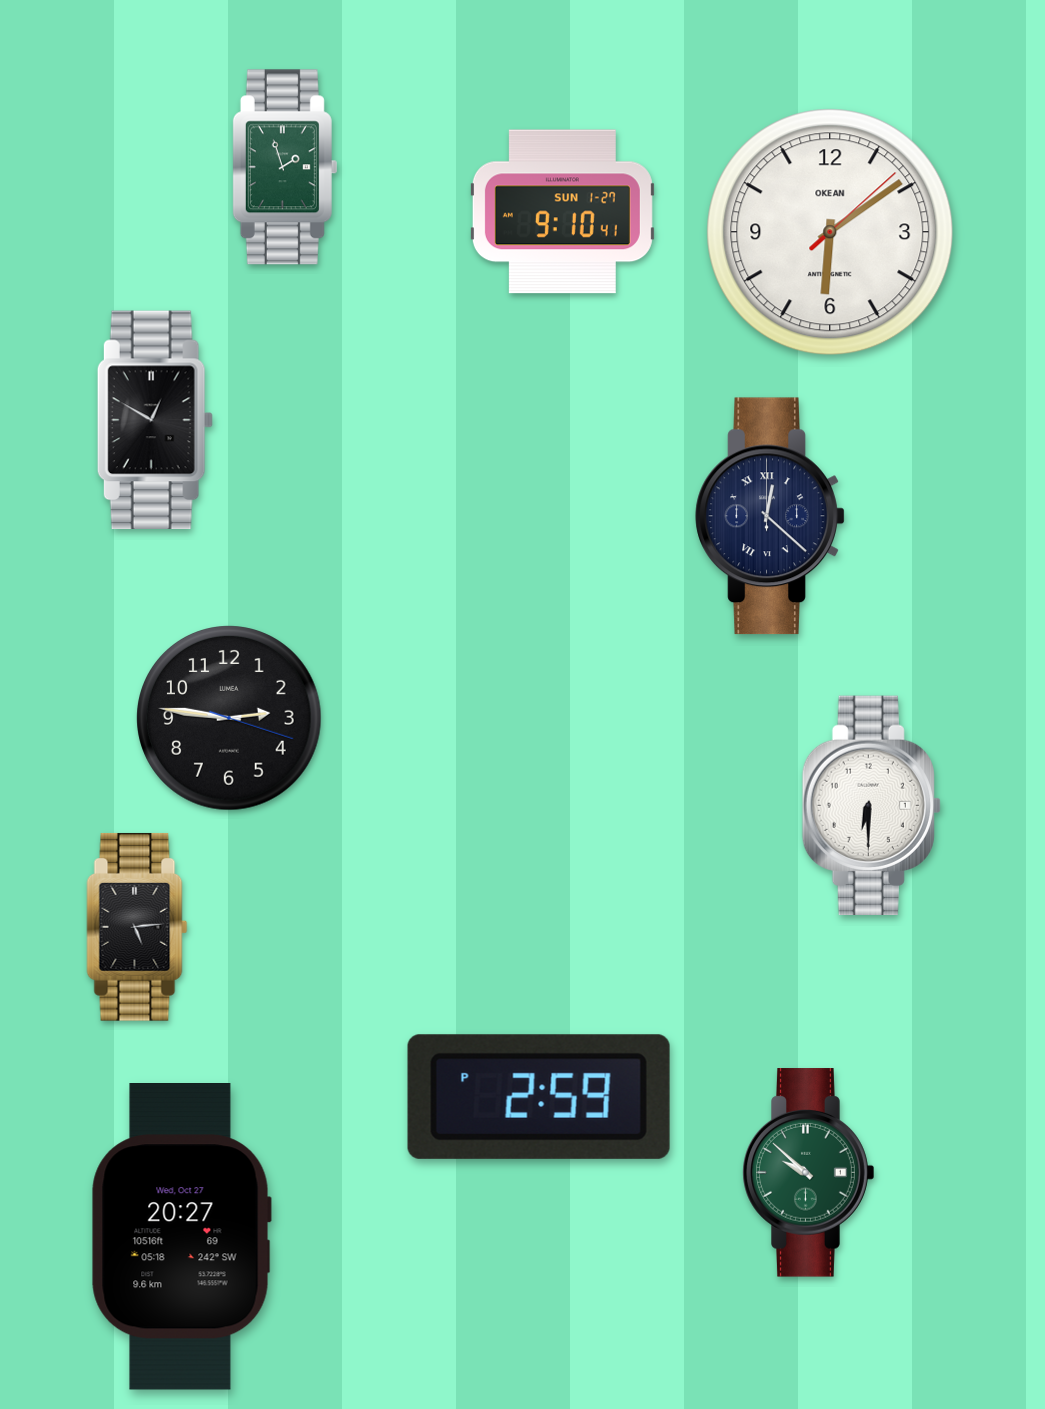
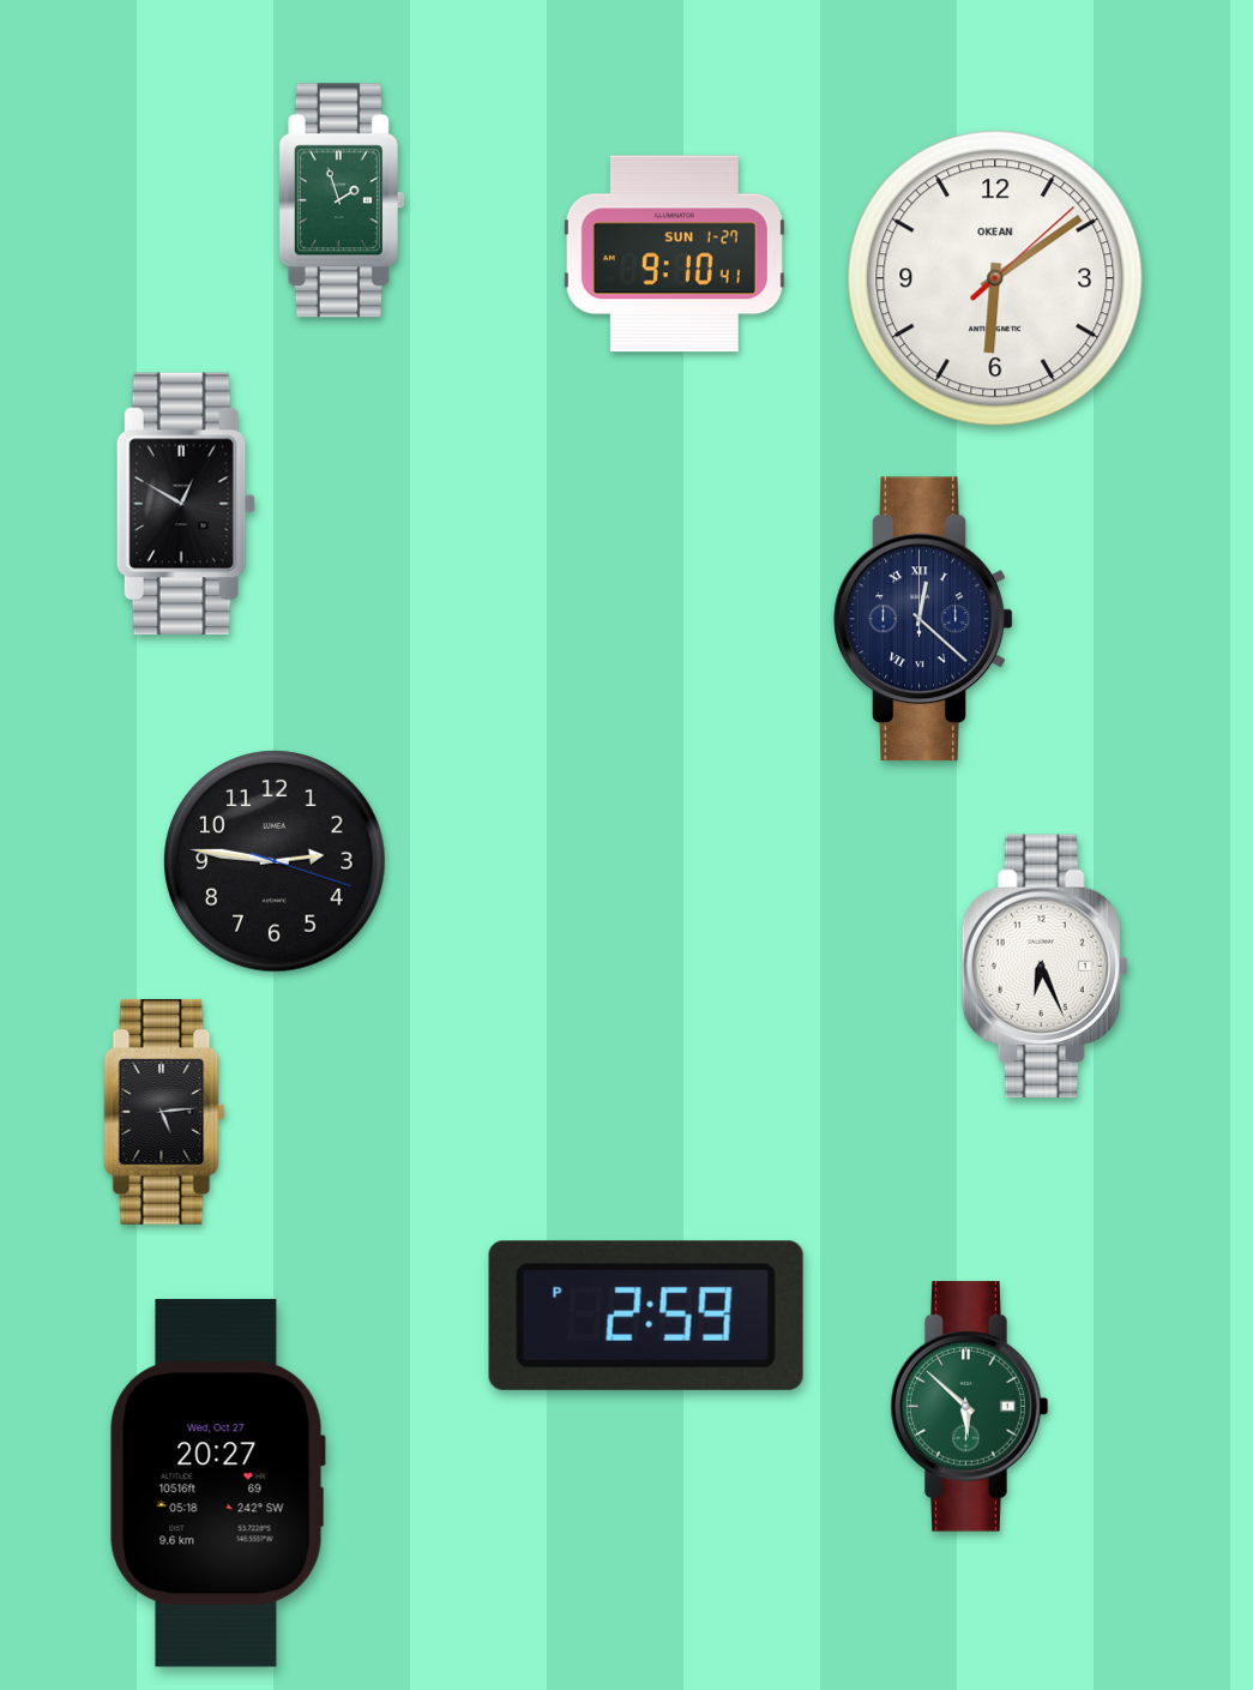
clock at (871, 805): 6:30 -> 6:26
clock at (809, 1173): 9:52 -> 5:52
